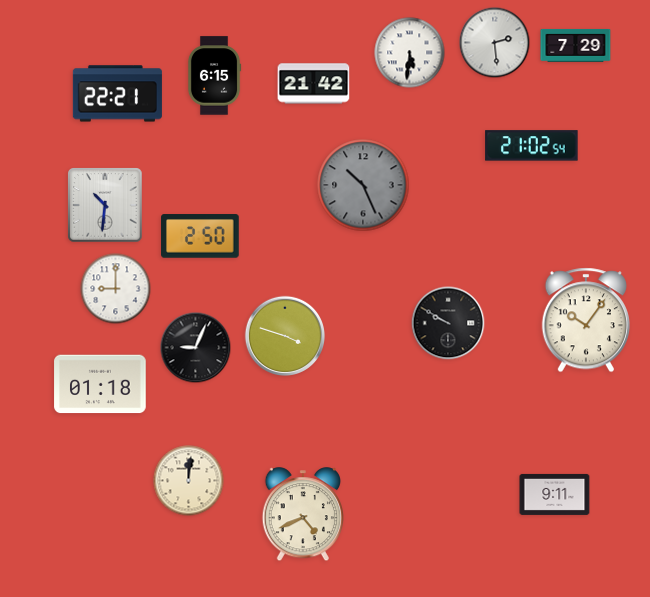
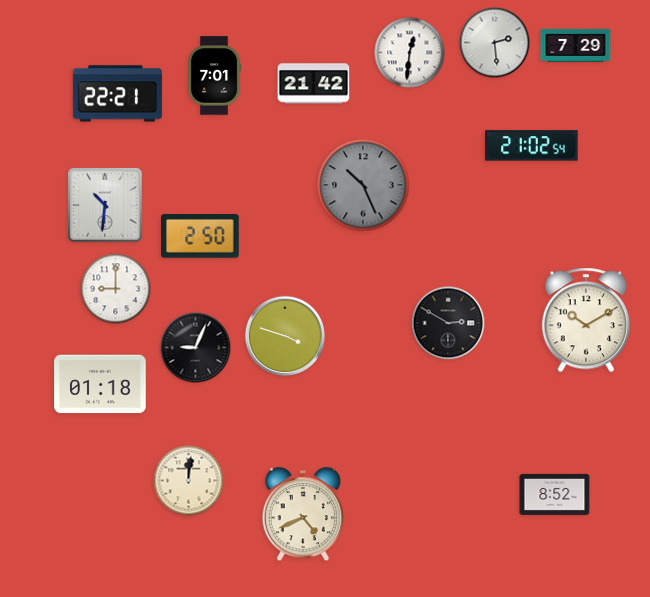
clock at (410, 53): 5:31 -> 12:31
clock at (214, 76): 6:15 -> 7:01
clock at (585, 320): 10:06 -> 10:10
clock at (448, 323): 9:50 -> 2:50
clock at (555, 494): 9:11 -> 8:52
